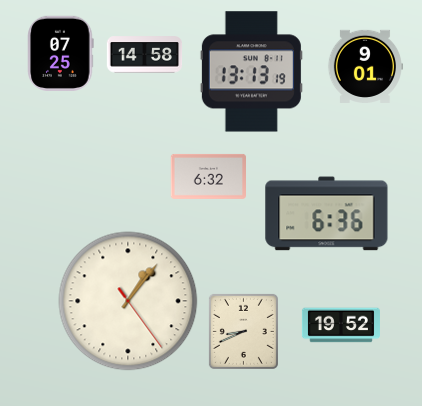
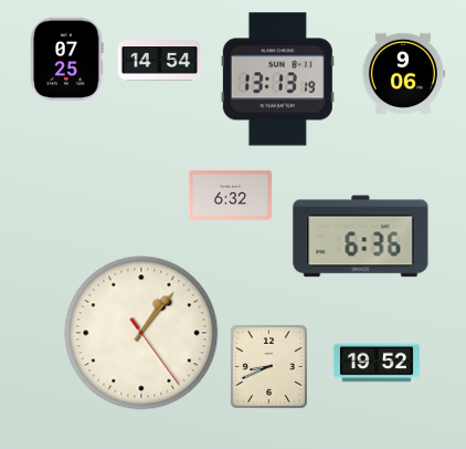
clock at (145, 55): 14:58 -> 14:54
clock at (364, 66): 9:01 -> 9:06
clock at (341, 325) position: (341, 325) -> (377, 363)
